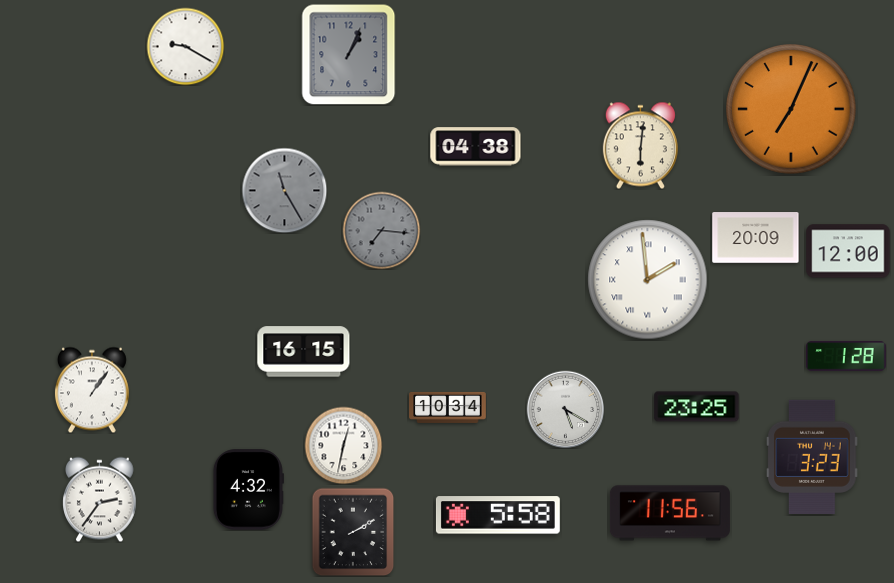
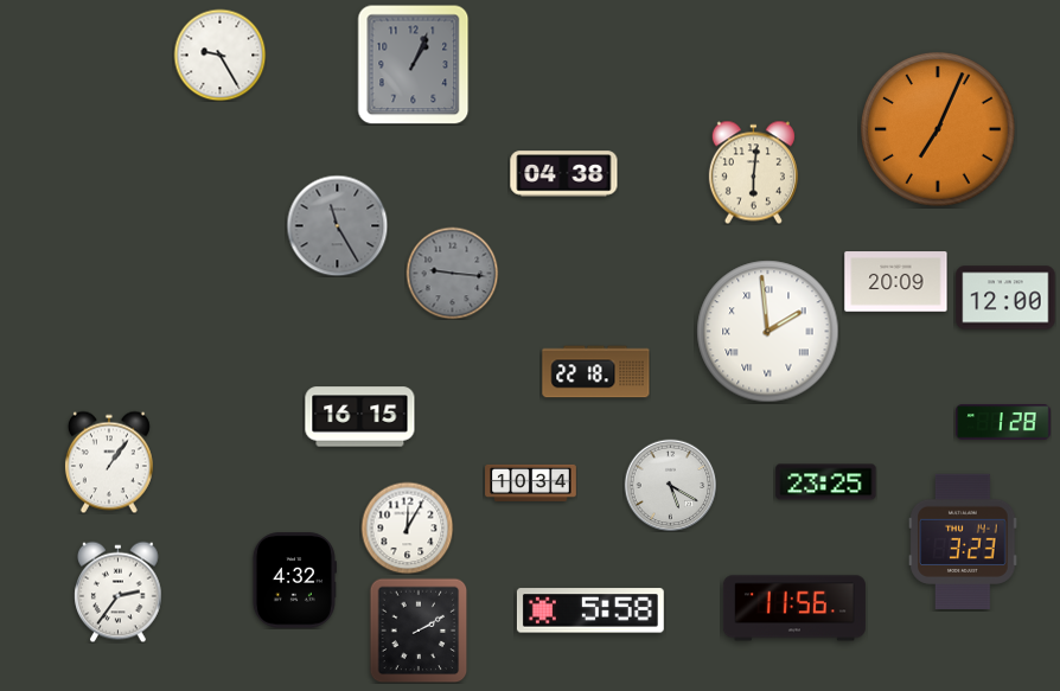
clock at (185, 46): 9:20 -> 9:25
clock at (640, 145) position: (640, 145) -> (753, 172)
clock at (381, 230): 7:16 -> 9:16
clock at (596, 372): none -> 22:18
clock at (343, 445): 12:32 -> 12:05
